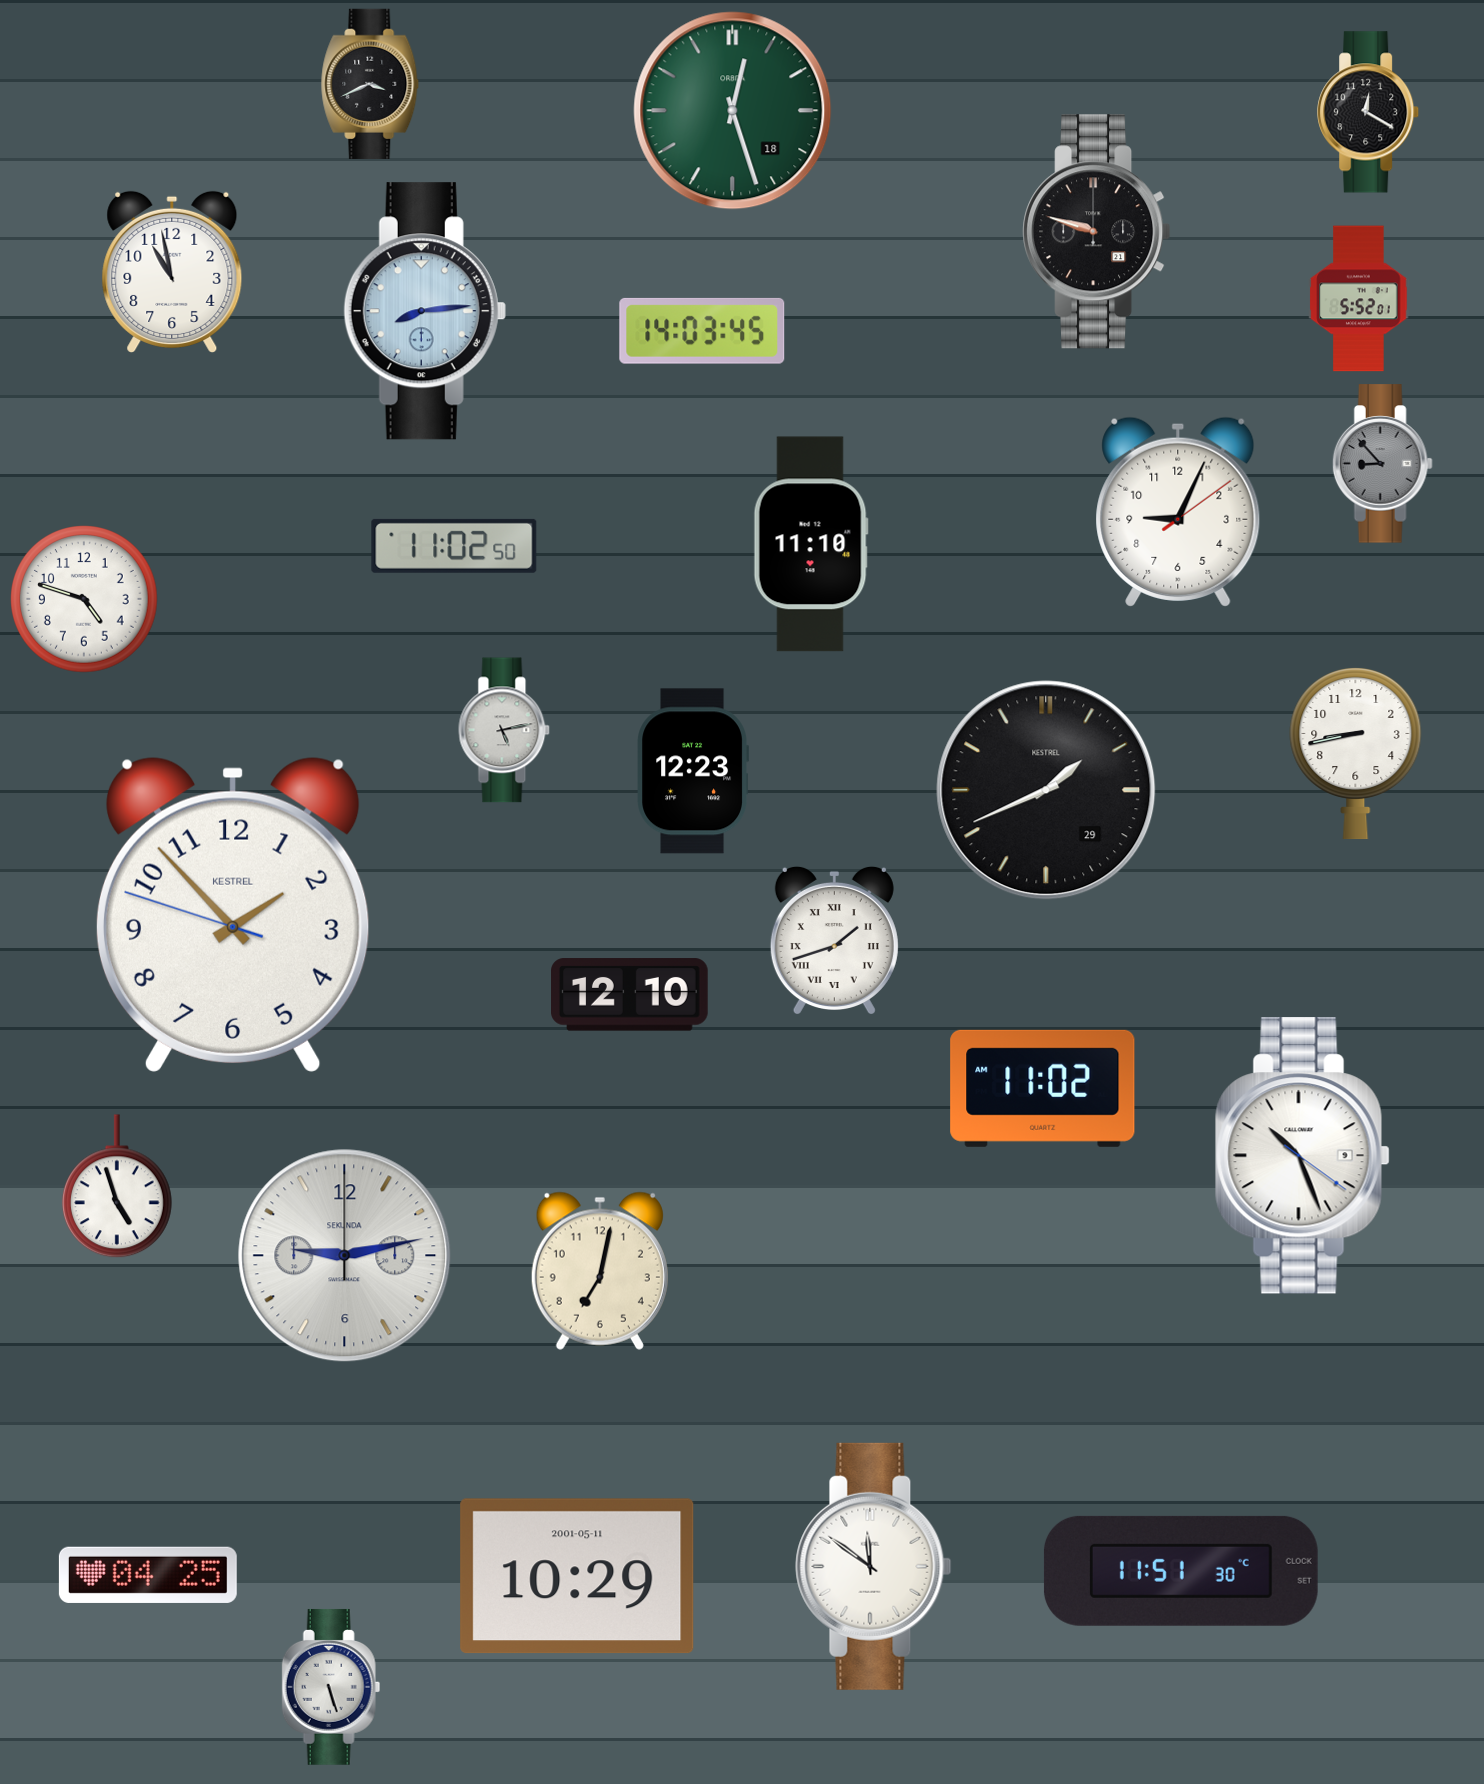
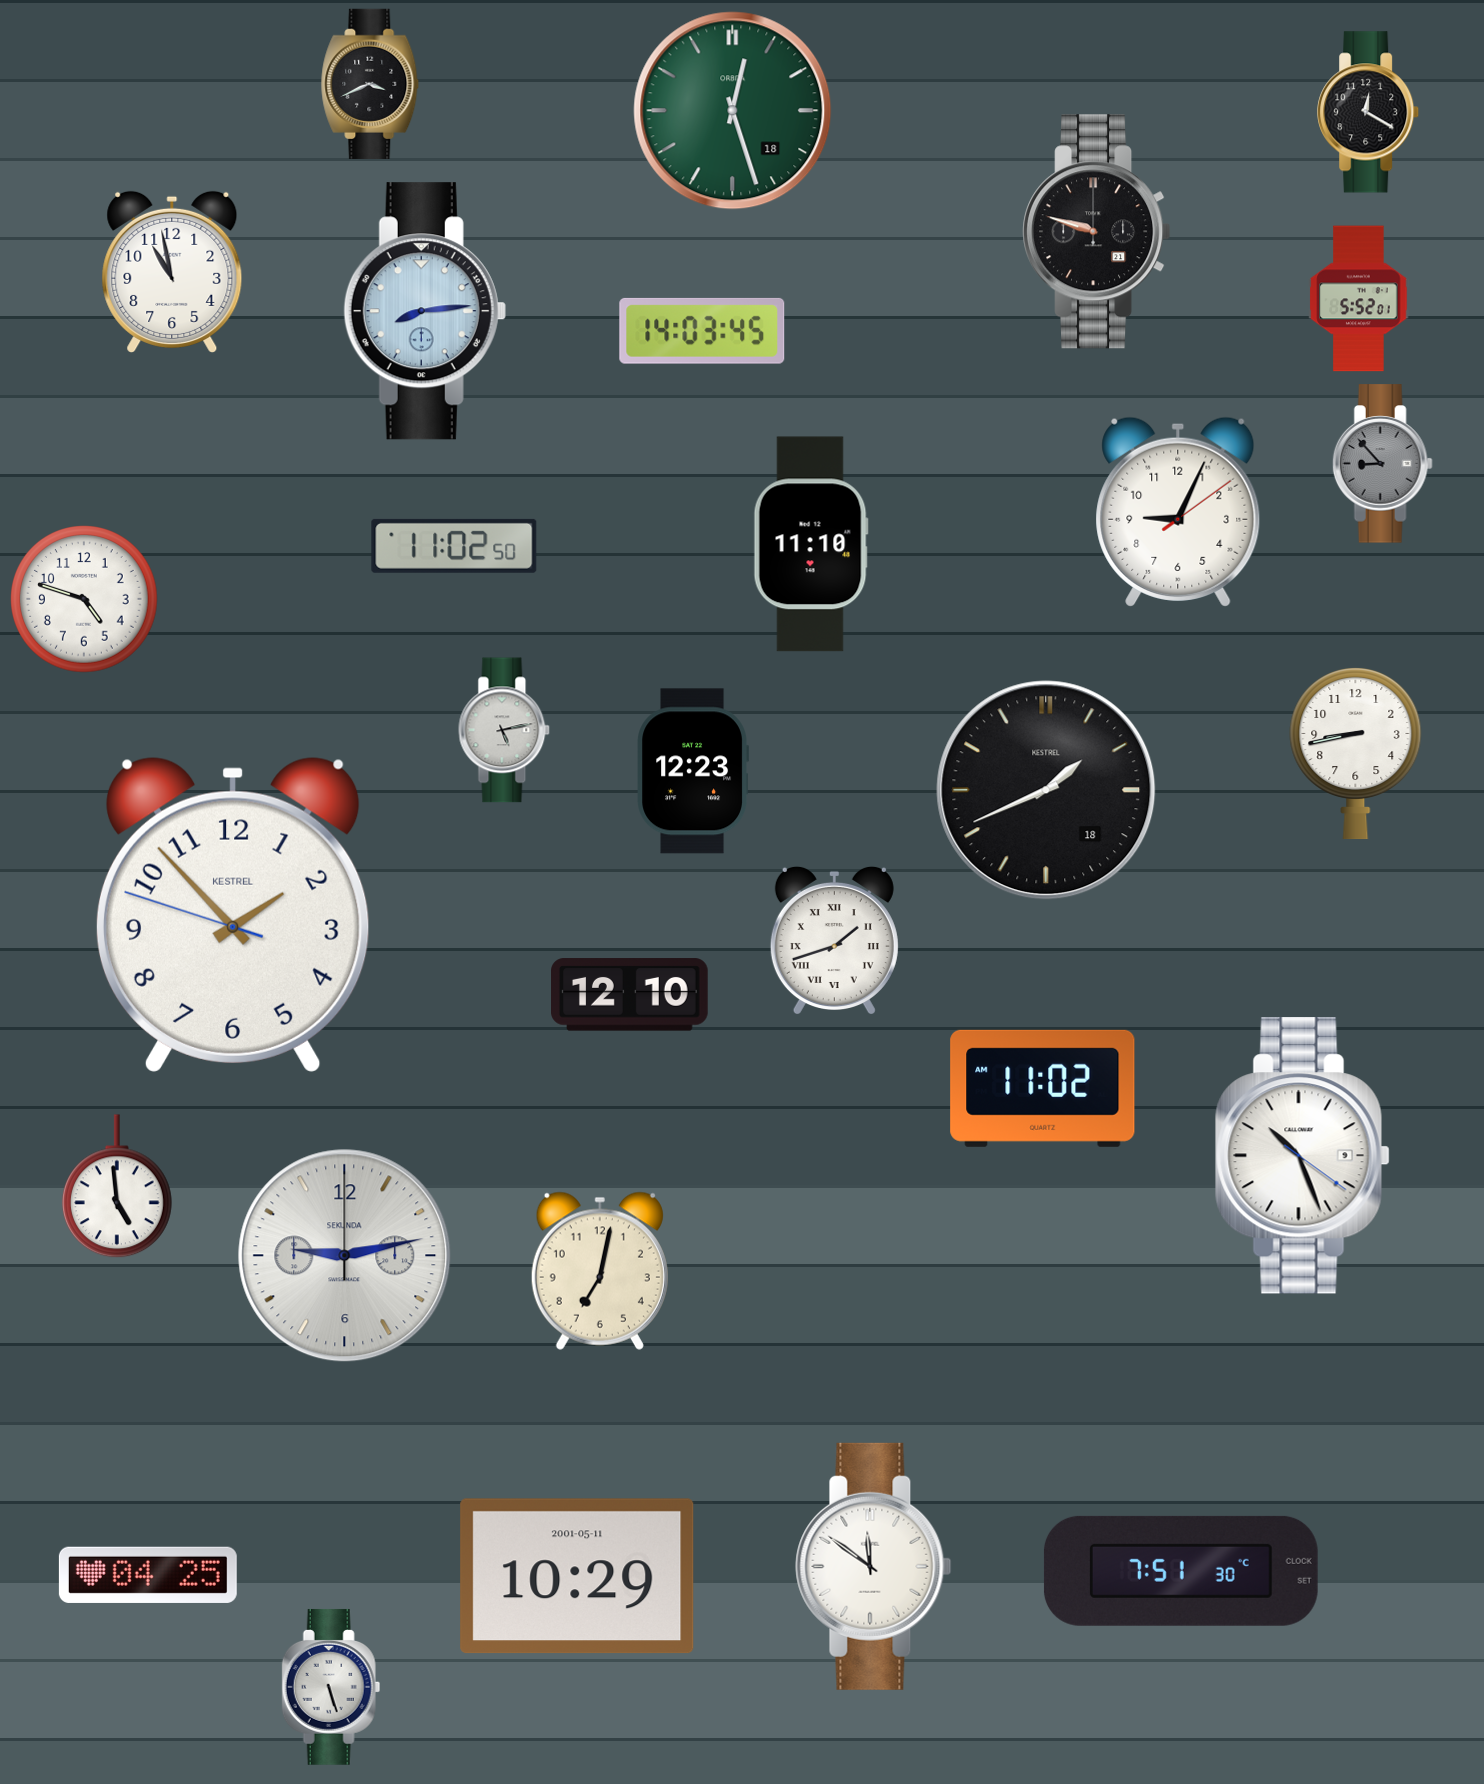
clock at (1046, 790) date: 29 -> 18
clock at (117, 1187): 4:57 -> 4:59
clock at (1181, 1571): 11:51 -> 7:51
